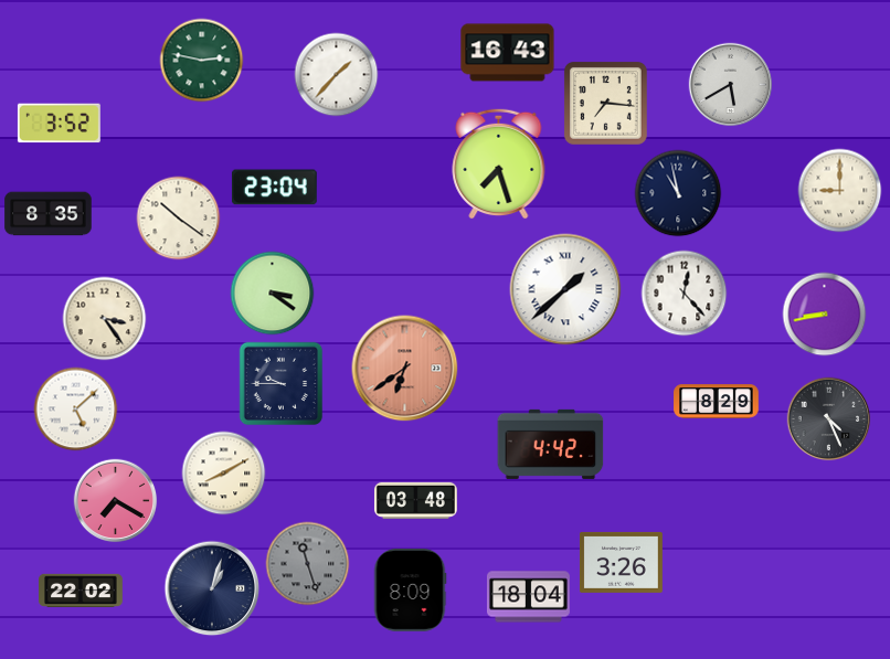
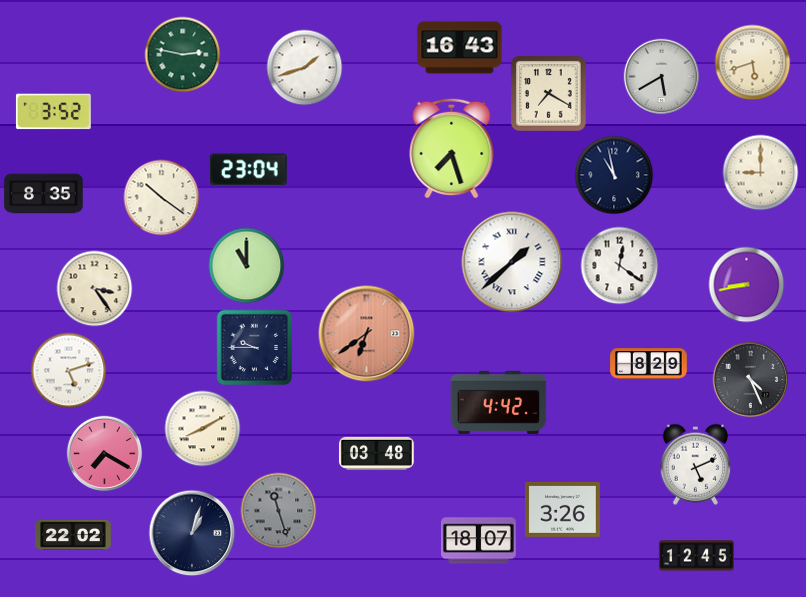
clock at (753, 63): none -> 5:42
clock at (337, 75): 1:37 -> 1:42
clock at (605, 103): 7:16 -> 7:20
clock at (273, 294): 3:21 -> 11:00
clock at (685, 294): 12:23 -> 12:21
clock at (76, 410): 5:08 -> 5:12
clock at (696, 464): none -> 5:11
clock at (410, 589): 8:09 -> none
clock at (528, 597): 18:04 -> 18:07
clock at (696, 556): none -> 12:45
